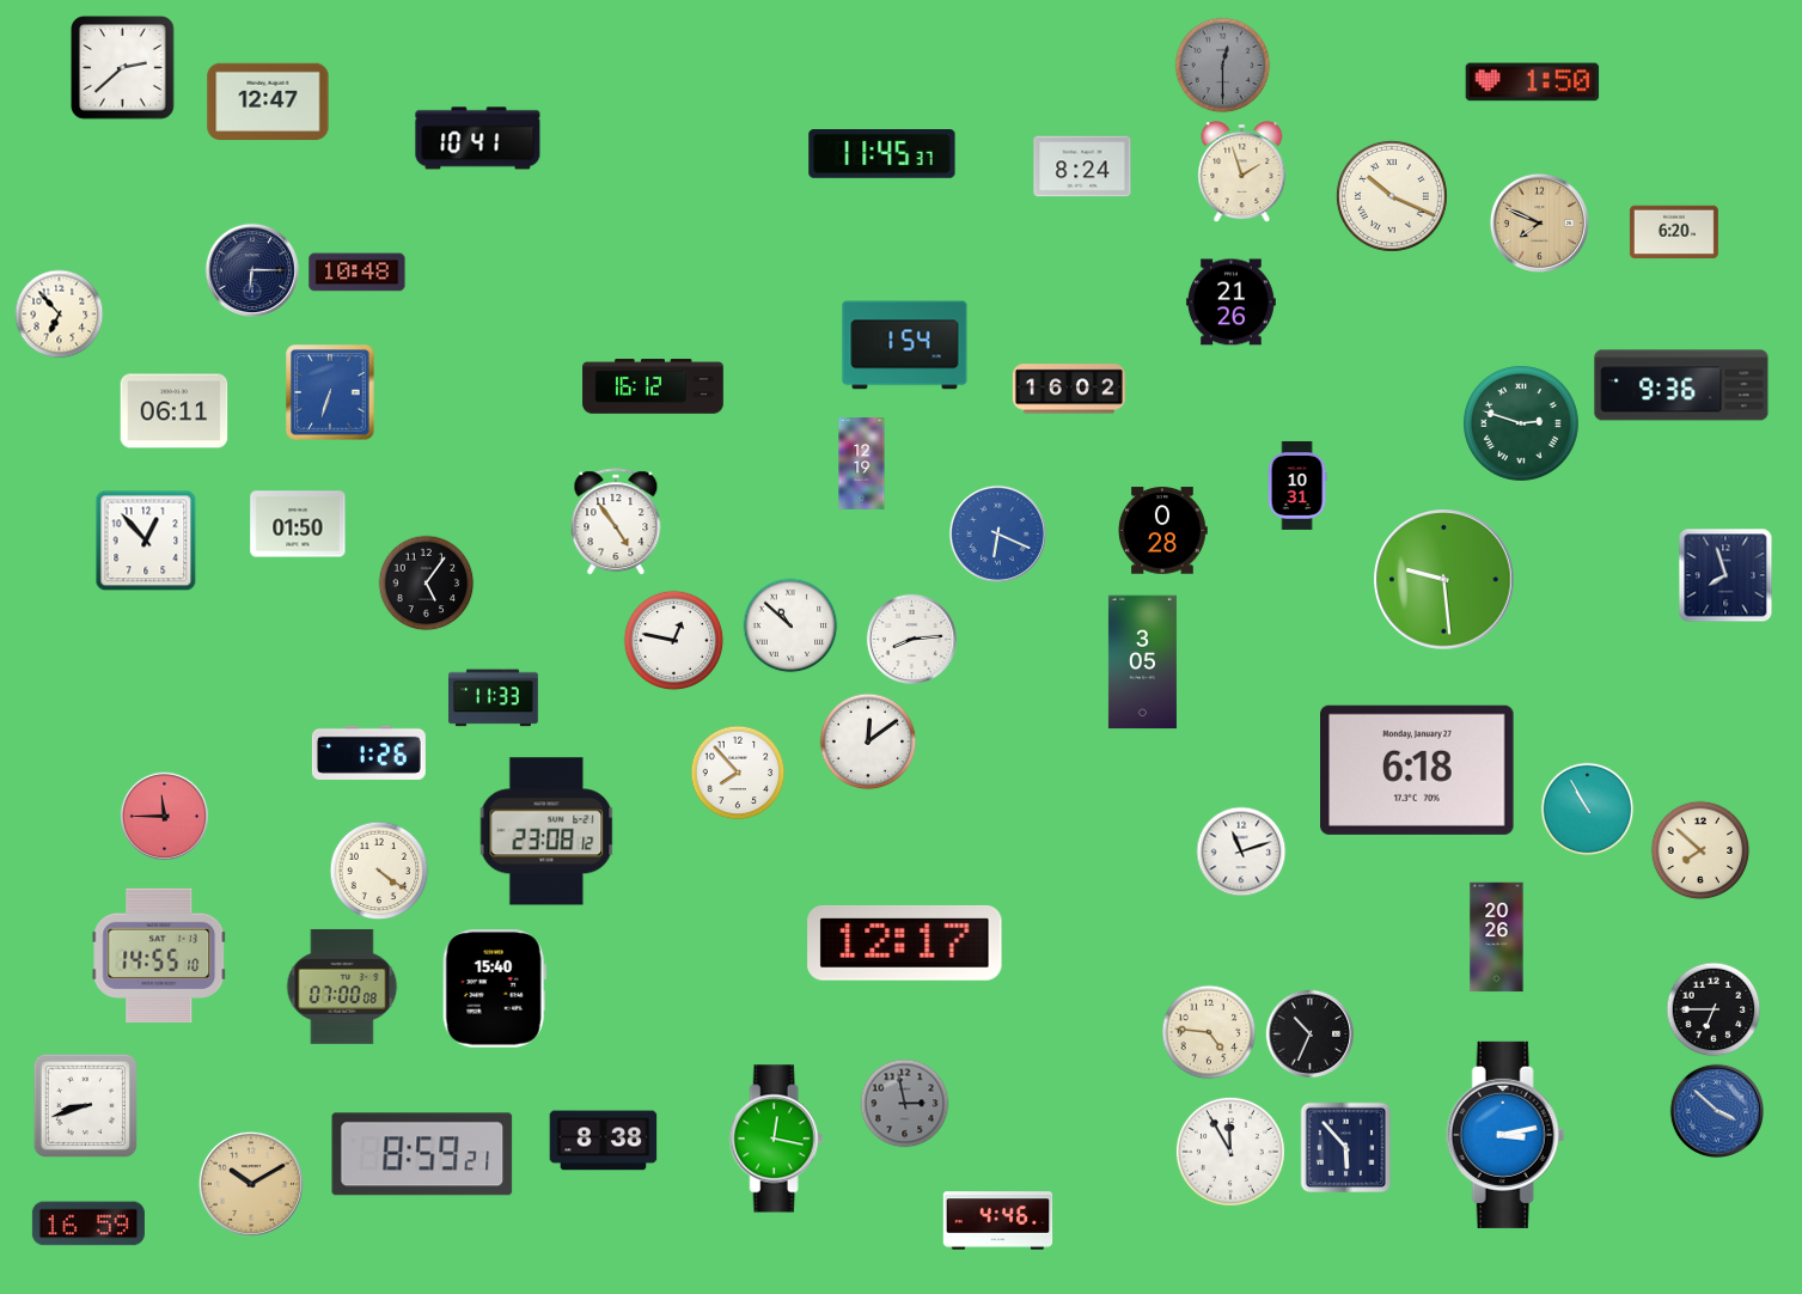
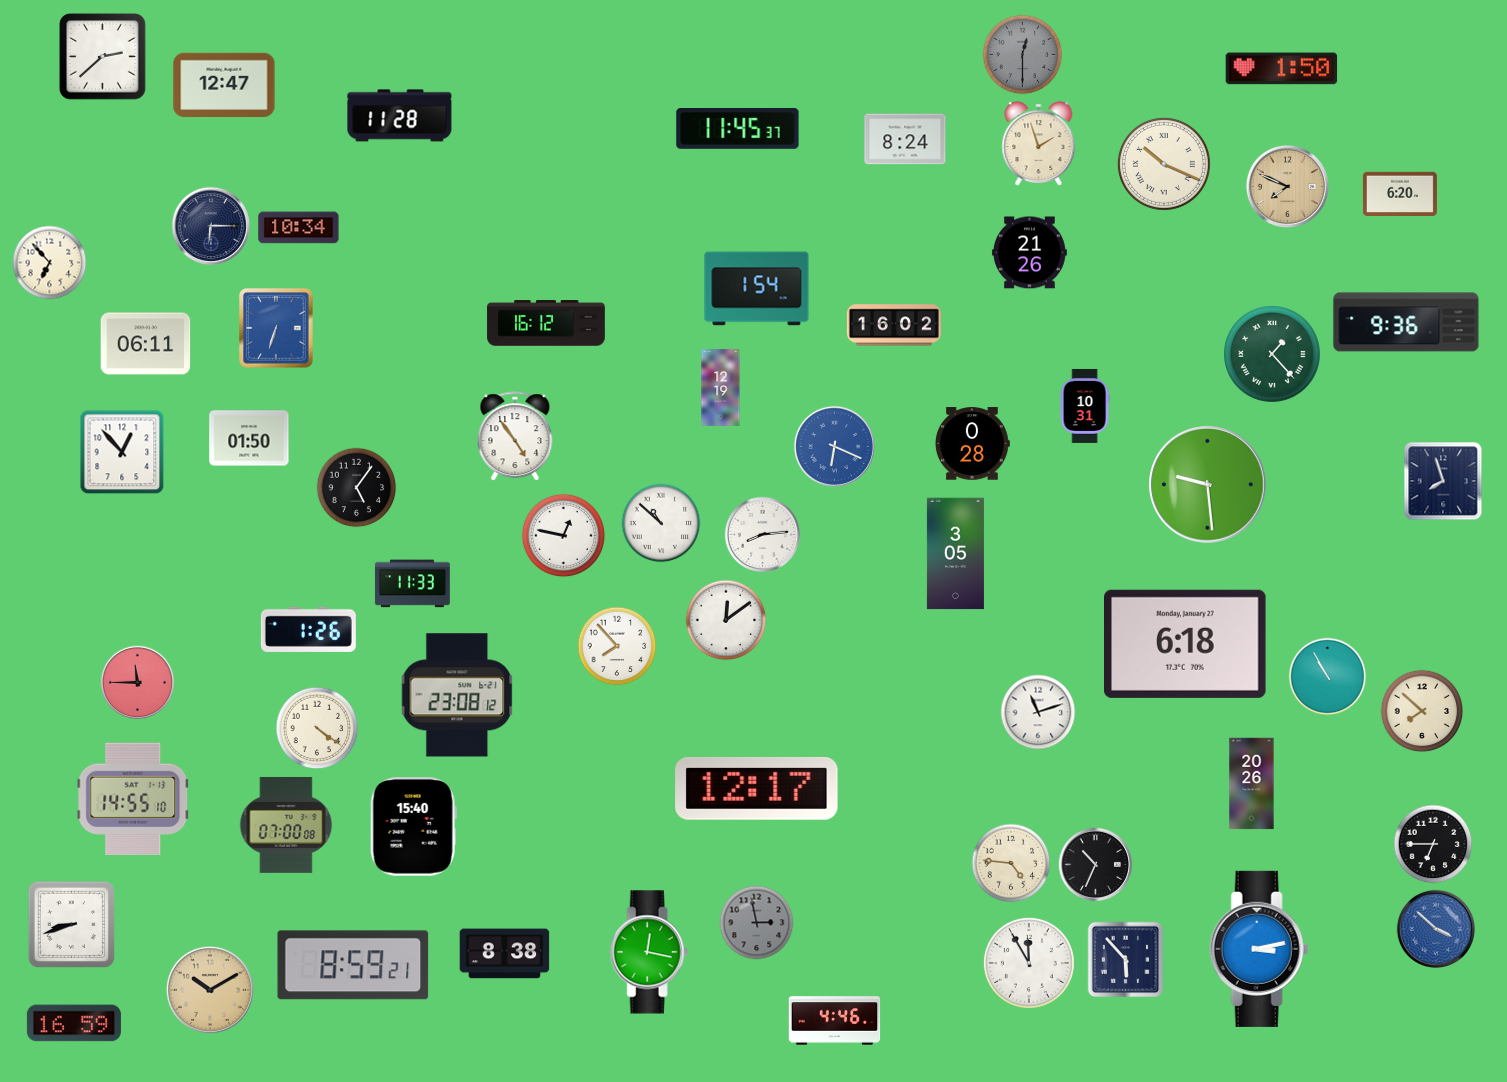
clock at (478, 139): 10:41 -> 11:28
clock at (358, 273): 10:48 -> 10:34
clock at (1522, 425): 2:48 -> 1:23
